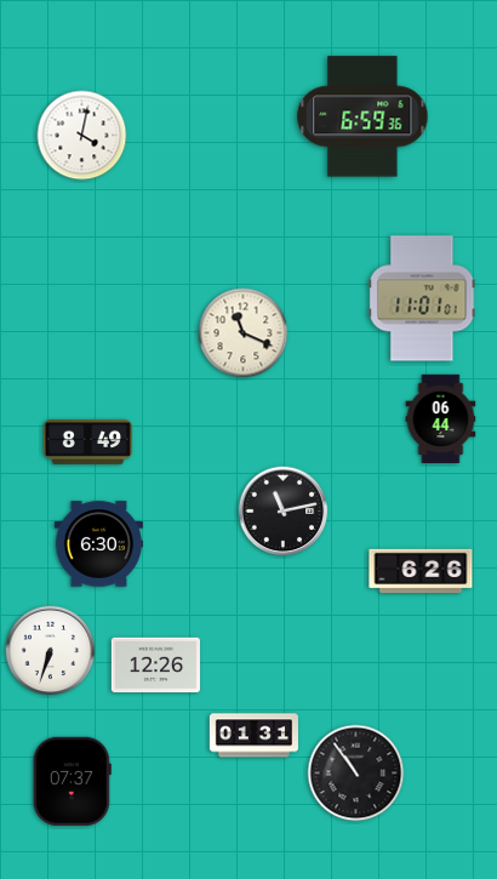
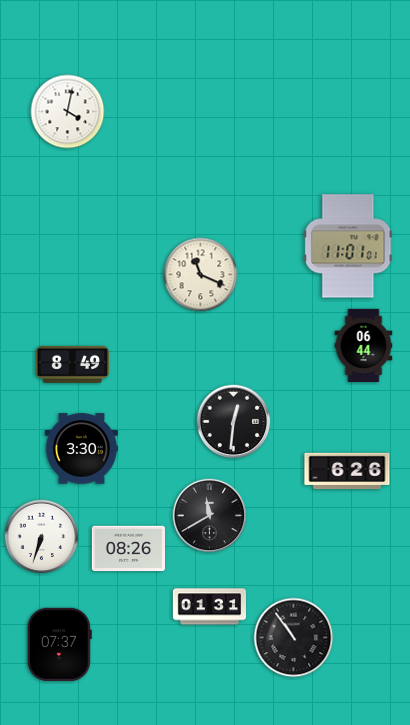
clock at (362, 116): 6:59 -> none
clock at (284, 512): 11:13 -> 12:31
clock at (98, 544): 6:30 -> 3:30
clock at (210, 516): none -> 11:40
clock at (155, 666): 12:26 -> 08:26
